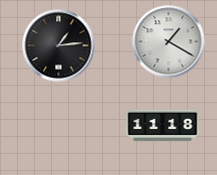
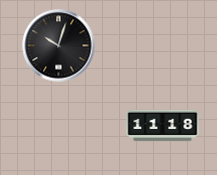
clock at (169, 42): 1:20 -> none
clock at (59, 46): 1:14 -> 10:03
